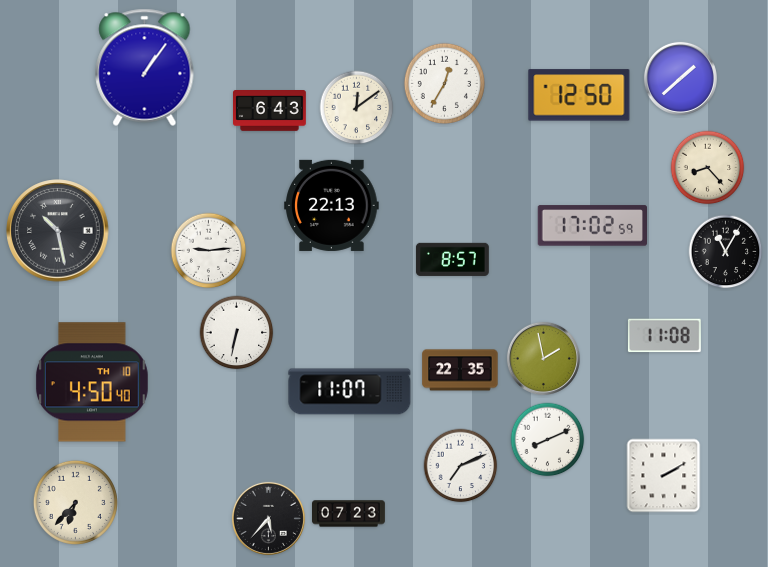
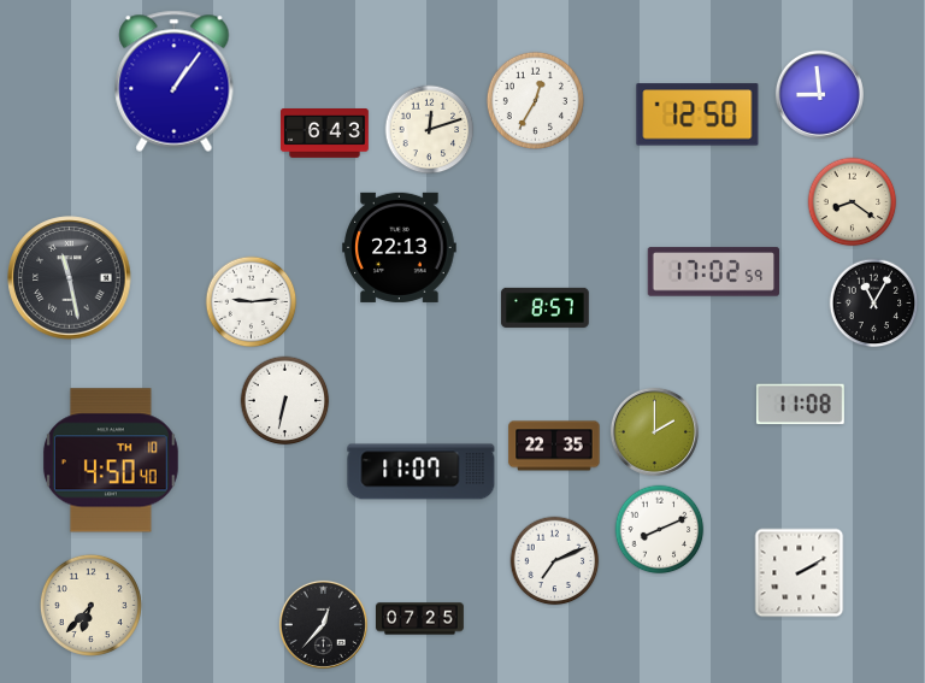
clock at (680, 78): 1:38 -> 8:59
clock at (357, 108): 12:09 -> 12:12
clock at (708, 168): 8:23 -> 8:21
clock at (58, 231): 10:28 -> 11:28
clock at (453, 259) position: (453, 259) -> (546, 307)
clock at (543, 358): 1:58 -> 2:00
clock at (349, 514): 07:23 -> 07:25
clock at (268, 518): 5:37 -> 12:37
